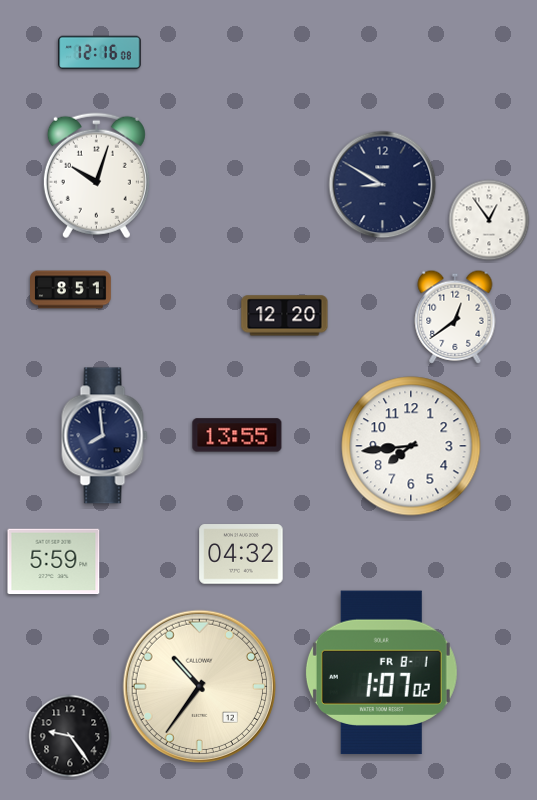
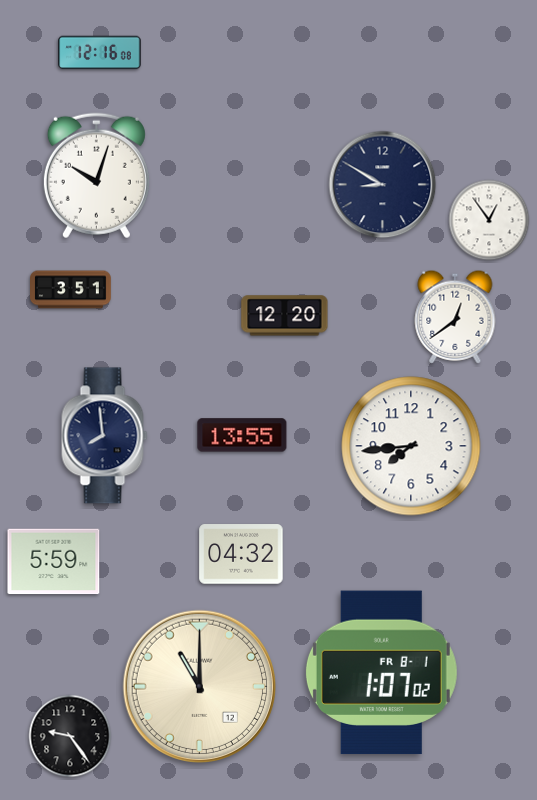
clock at (71, 290): 8:51 -> 3:51
clock at (237, 435) position: (237, 435) -> (242, 435)
clock at (199, 686): 10:36 -> 11:00
